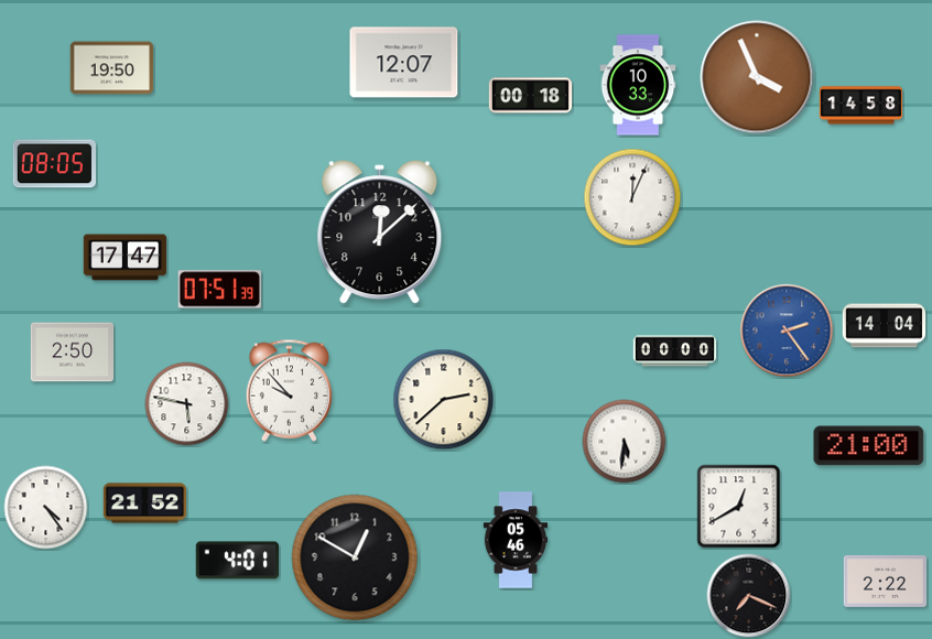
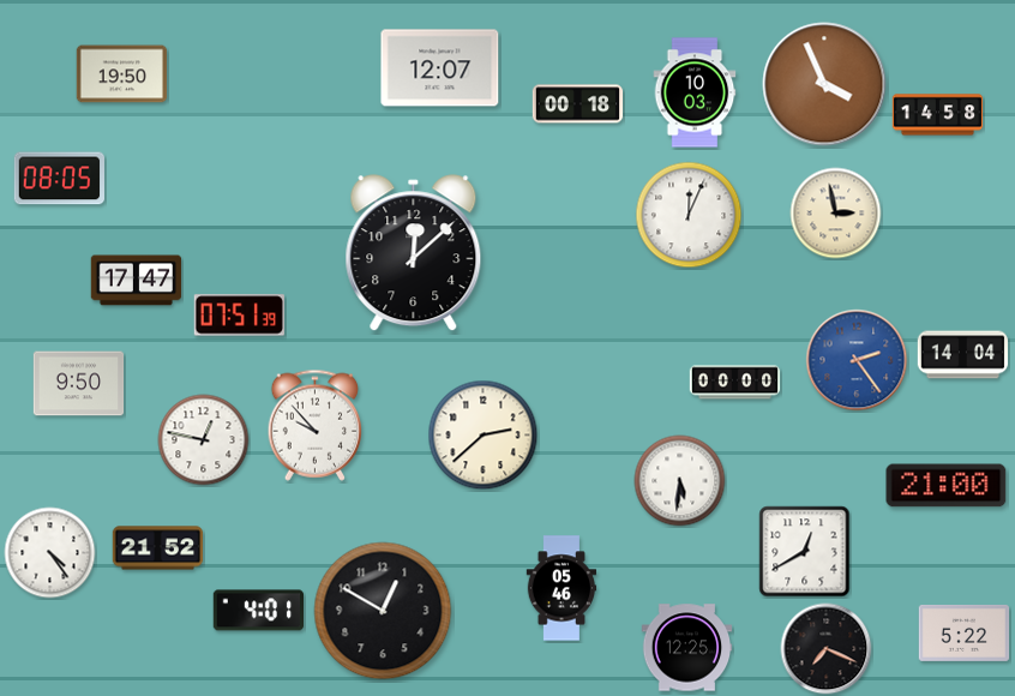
clock at (638, 85): 10:33 -> 10:03
clock at (836, 214): none -> 2:58
clock at (73, 353): 2:50 -> 9:50
clock at (187, 404): 5:47 -> 12:47
clock at (355, 557) position: (355, 557) -> (383, 611)
clock at (886, 581): 2:22 -> 5:22
clock at (687, 648): none -> 12:25
clock at (749, 596) position: (749, 596) -> (827, 649)
